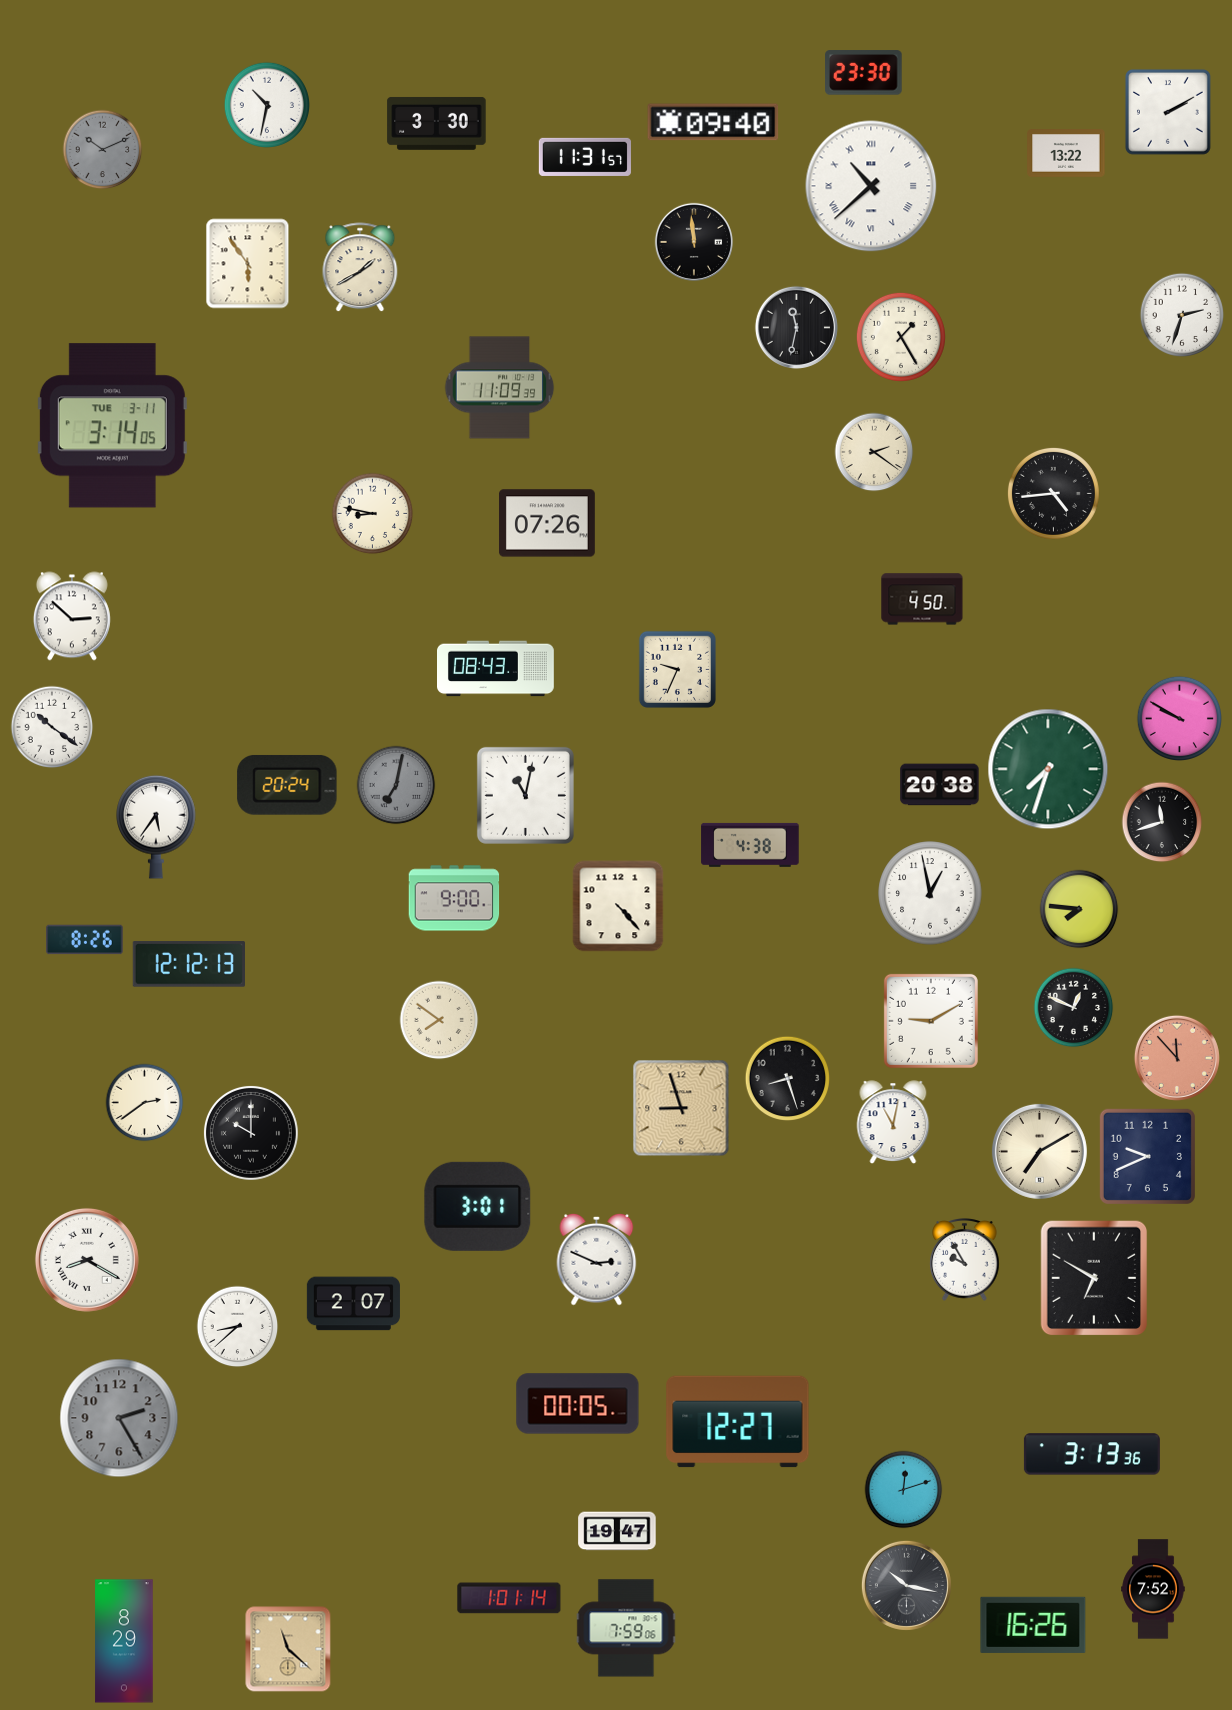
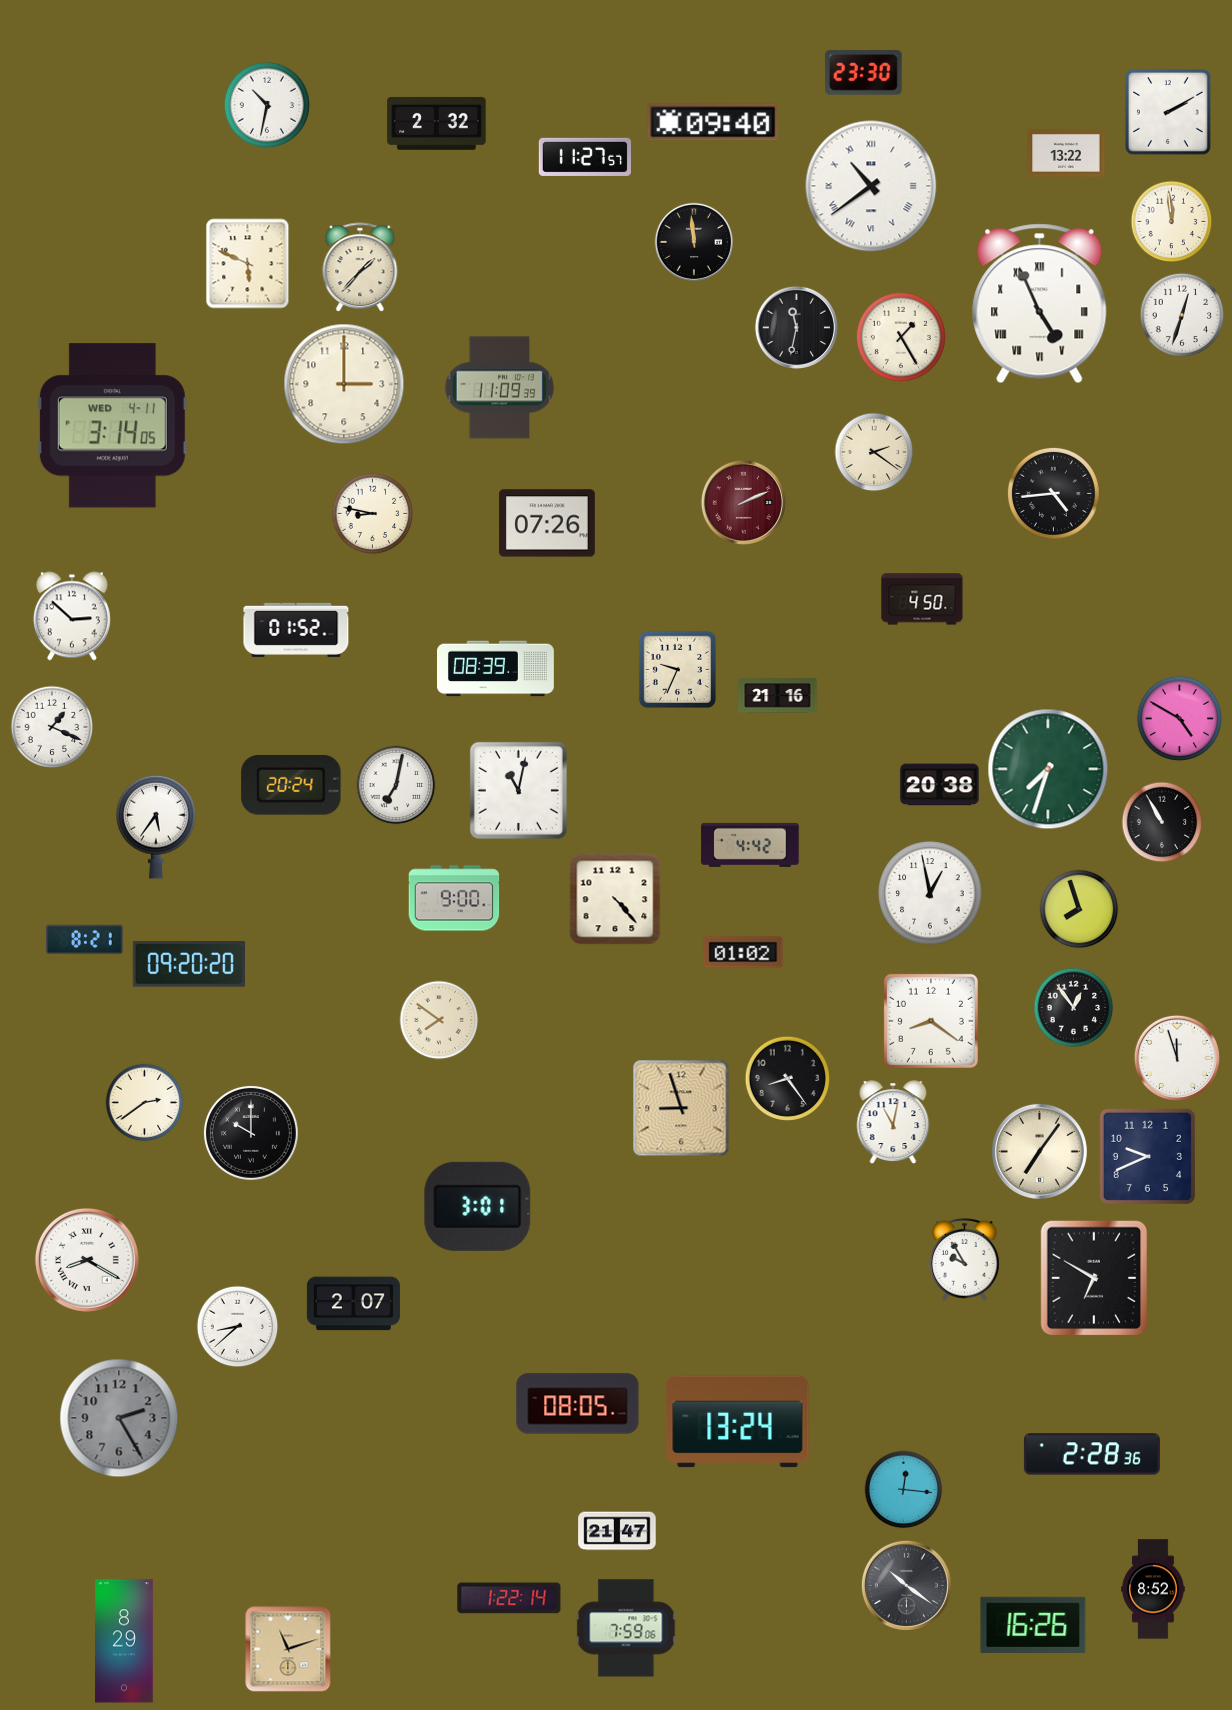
clock at (437, 123): 3:30 -> 2:32
clock at (103, 150): 10:11 -> none
clock at (585, 157): 11:31 -> 11:27
clock at (871, 186): 10:38 -> 10:39
clock at (1172, 222): none -> 11:59
clock at (248, 264): 5:54 -> 5:49
clock at (360, 268): 1:40 -> 1:37
clock at (1040, 304): none -> 4:56
clock at (1182, 315): 2:33 -> 12:33
clock at (344, 384): none -> 3:00
clock at (112, 426) date: TUE 3-11 -> WED 4-11
clock at (743, 502): none -> 2:11
clock at (296, 630): none -> 01:52
clock at (496, 669): 08:43 -> 08:39
clock at (778, 696): none -> 21:16
clock at (1179, 718): 9:50 -> 4:50
clock at (52, 727): 10:21 -> 1:19
clock at (287, 785) position: (287, 785) -> (291, 785)
clock at (396, 785) dial: grey -> white
clock at (525, 795) position: (525, 795) -> (518, 790)
clock at (1162, 822): 11:42 -> 10:55
clock at (750, 845): 4:38 -> 4:42
clock at (618, 906) position: (618, 906) -> (615, 899)
clock at (1079, 909): 7:46 -> 7:57
clock at (85, 940): 8:26 -> 8:21
clock at (743, 952): none -> 01:02
clock at (188, 964): 12:12 -> 09:20
clock at (1074, 1008): 12:49 -> 12:54
clock at (931, 1021): 9:10 -> 8:21
clock at (1177, 1058): 11:53 -> 11:57
clock at (1177, 1058) dial: salmon -> white
clock at (787, 1078): 8:27 -> 8:24
clock at (1039, 1151): 7:10 -> 7:06
clock at (597, 1259): 2:49 -> none
clock at (578, 1404): 00:05 -> 08:05
clock at (738, 1422): 12:27 -> 13:24
clock at (1092, 1454): 3:13 -> 2:28
clock at (904, 1490): 12:12 -> 12:16
clock at (617, 1531): 19:47 -> 21:47
clock at (906, 1585): 10:17 -> 10:21
clock at (1153, 1589): 7:52 -> 8:52
clock at (509, 1598): 1:01 -> 1:22
clock at (288, 1649): 11:22 -> 11:12
